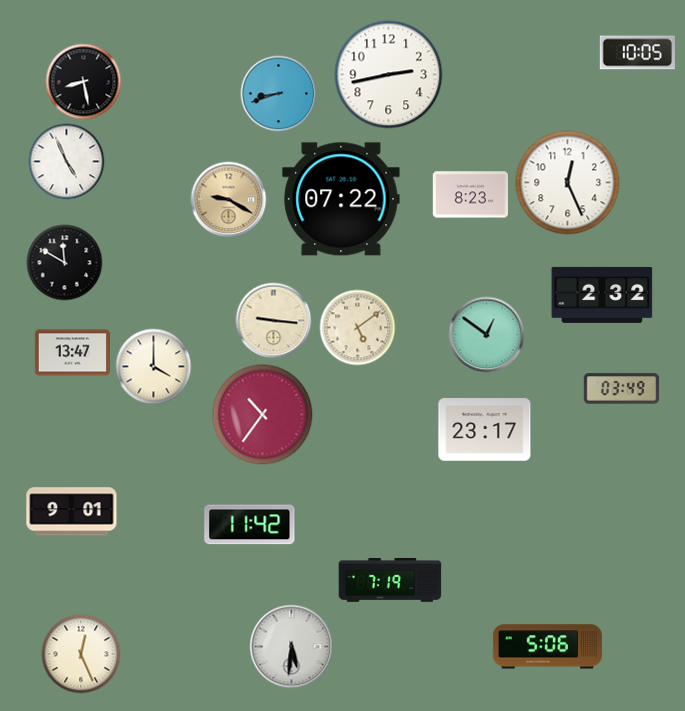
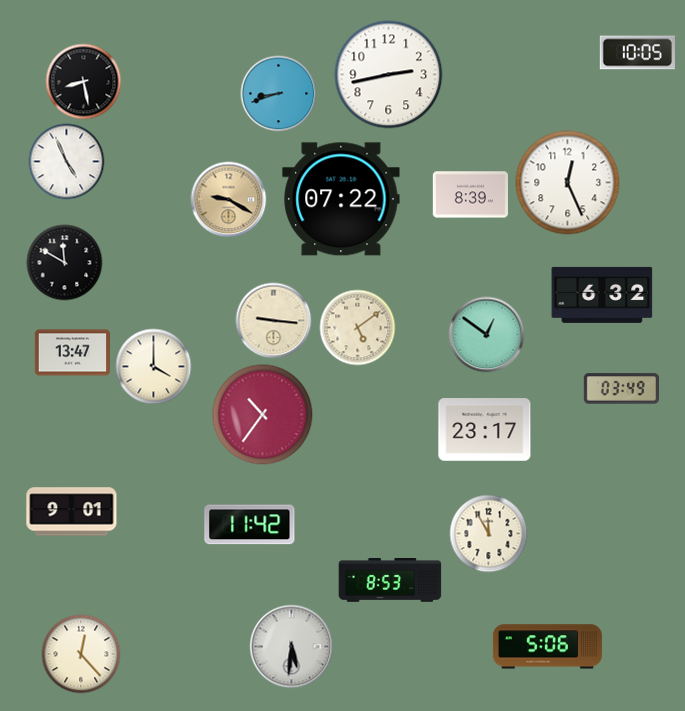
clock at (470, 195): 8:23 -> 8:39
clock at (602, 295): 2:32 -> 6:32
clock at (489, 534): none -> 11:55
clock at (390, 581): 7:19 -> 8:53
clock at (81, 654): 12:26 -> 12:23
